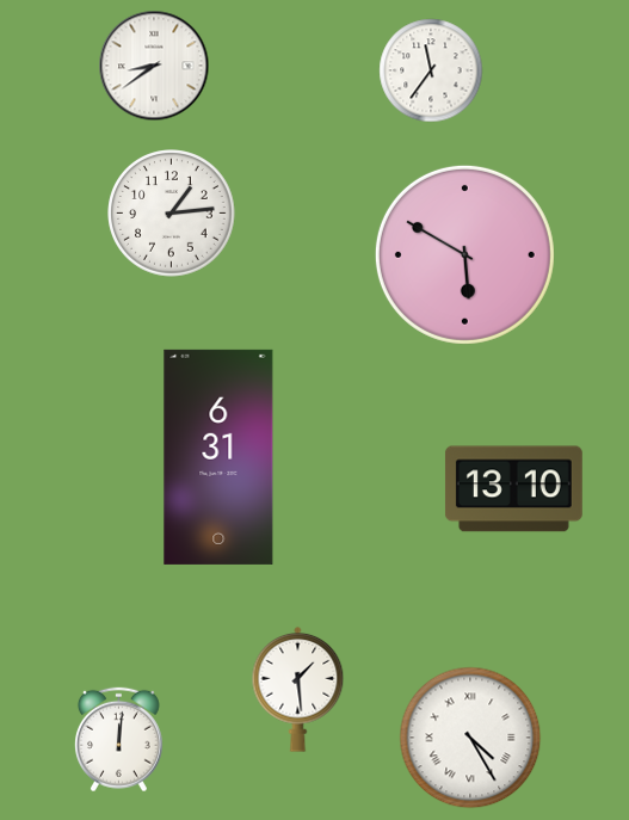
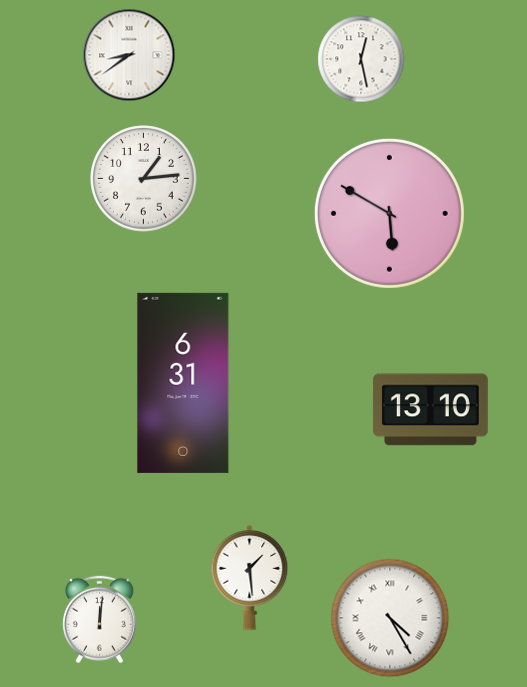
clock at (431, 70): 11:36 -> 12:28
clock at (470, 738) position: (470, 738) -> (390, 618)
